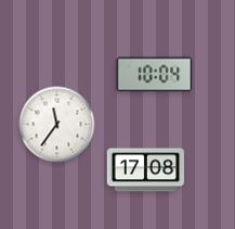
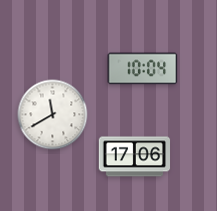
clock at (57, 125): 11:36 -> 11:40
clock at (146, 170): 17:08 -> 17:06
